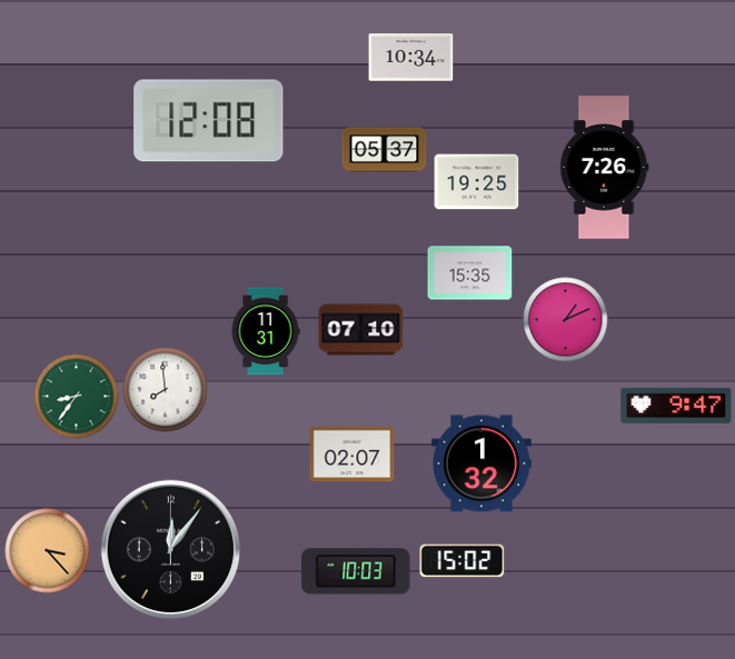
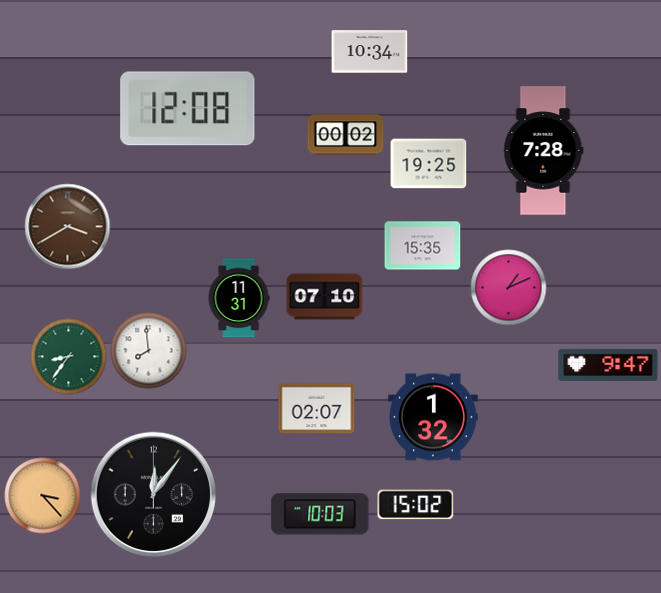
clock at (385, 150): 05:37 -> 00:02
clock at (605, 168): 7:26 -> 7:28
clock at (68, 227): none -> 3:40
